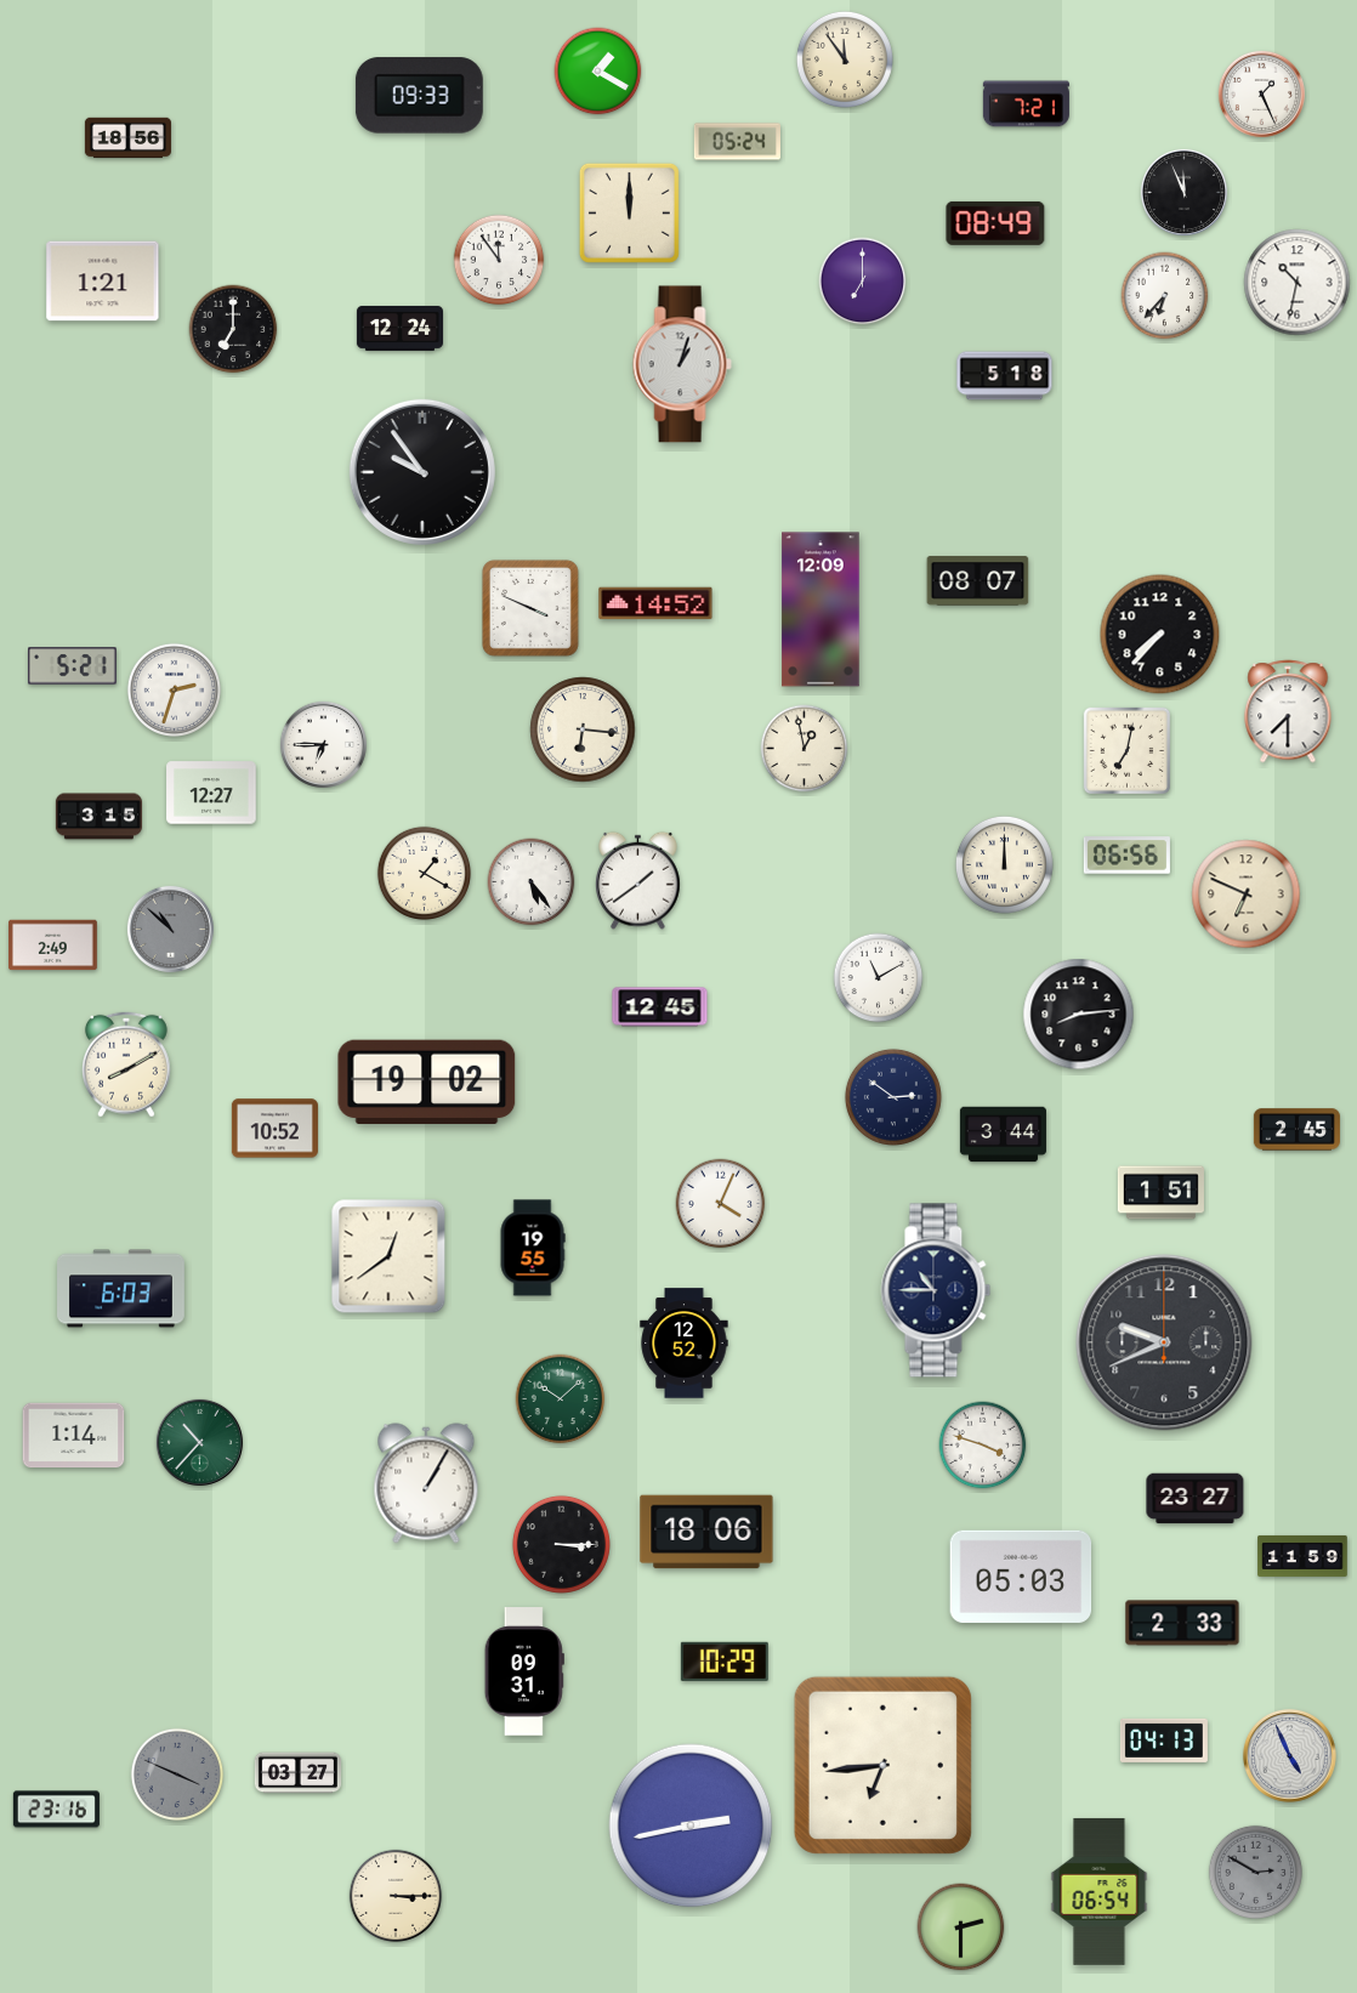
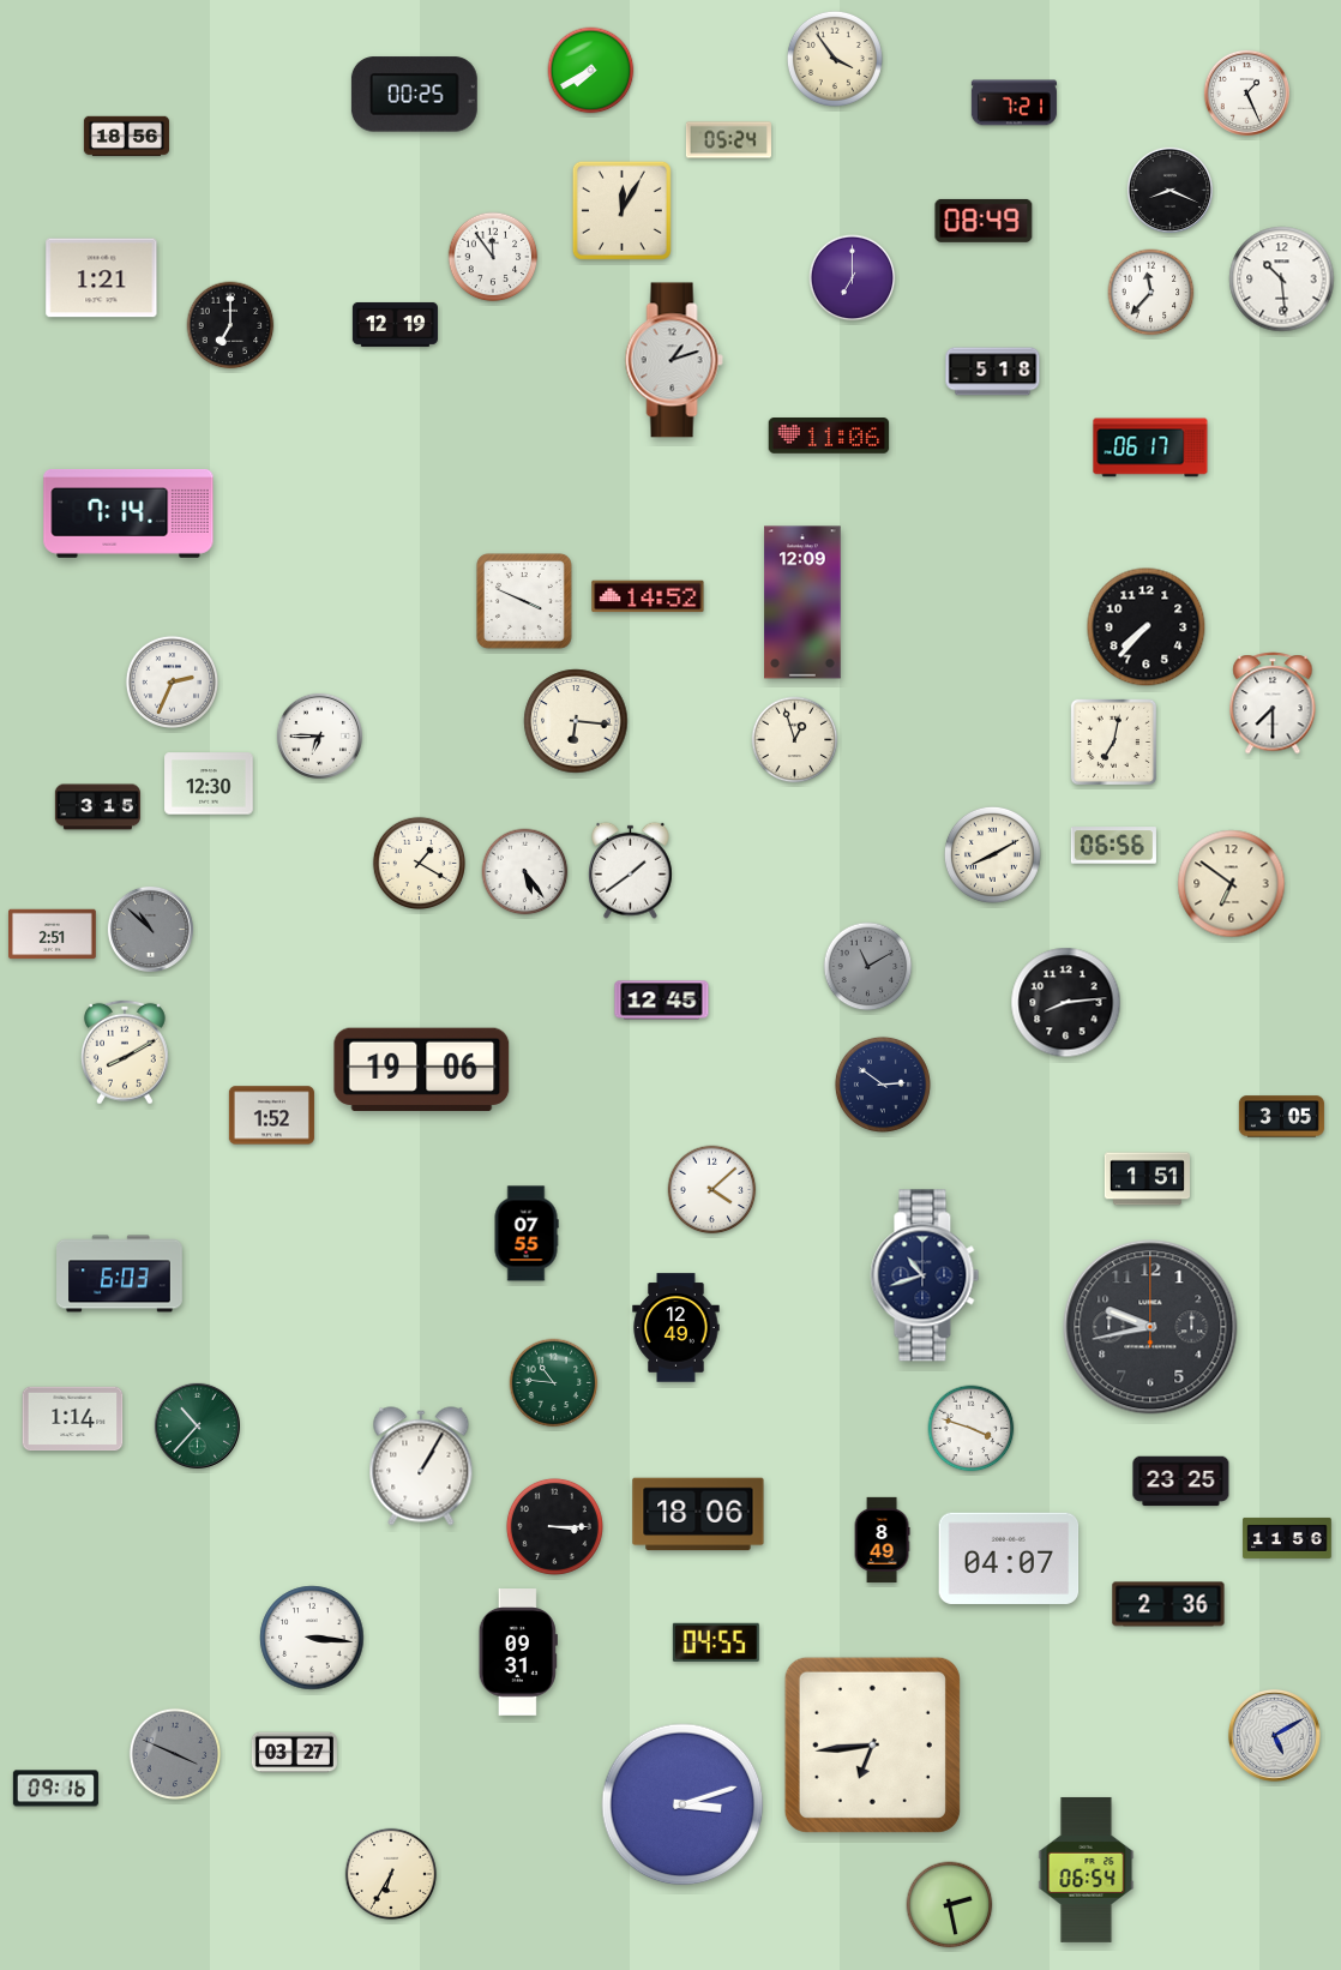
clock at (845, 59): 11:54 -> 3:54
clock at (598, 72): 1:20 -> 7:40
clock at (419, 96): 09:33 -> 00:25
clock at (1183, 192): 11:56 -> 8:19
clock at (629, 212): 12:00 -> 12:05
clock at (1298, 283): 10:32 -> 10:29
clock at (1165, 296): 6:37 -> 11:37
clock at (399, 328): 12:24 -> 12:19
clock at (682, 364): 1:03 -> 1:12
clock at (829, 437): none -> 11:06
clock at (1150, 448): none -> 06:17
clock at (422, 472): 9:54 -> none
clock at (128, 513): none -> 7:14
clock at (978, 581): 08:07 -> none
clock at (821, 609) position: (821, 609) -> (802, 602)
clock at (73, 666): 5:21 -> none
clock at (174, 689): 2:33 -> 2:34
clock at (805, 749): 12:58 -> 12:57
clock at (211, 793): 12:27 -> 12:30
clock at (1004, 864): 12:00 -> 8:10
clock at (1247, 895): 6:49 -> 6:51
clock at (170, 929) position: (170, 929) -> (150, 929)
clock at (53, 946): 2:49 -> 2:51
clock at (879, 978) dial: white -> grey
clock at (660, 1007) position: (660, 1007) -> (662, 1001)
clock at (427, 1081): 19:02 -> 19:06
clock at (274, 1129): 10:52 -> 1:52
clock at (1296, 1130): 2:45 -> 3:05
clock at (1003, 1135): 3:44 -> none
clock at (721, 1204): 4:04 -> 4:08
clock at (533, 1248): 19:55 -> 07:55
clock at (388, 1256): 12:39 -> none
clock at (936, 1290): 10:45 -> 10:42
clock at (1164, 1342): 9:41 -> 9:43
clock at (685, 1344): 12:52 -> 12:49
clock at (561, 1399): 10:08 -> 10:46
clock at (1196, 1499): 23:27 -> 23:25
clock at (1302, 1556): 11:59 -> 11:56
clock at (882, 1539): none -> 8:49
clock at (1021, 1577): 05:03 -> 04:07
clock at (1182, 1623): 2:33 -> 2:36
clock at (312, 1638): none -> 3:16
clock at (725, 1662): 10:29 -> 04:55
clock at (1164, 1741): 04:13 -> none
clock at (1289, 1755): 4:56 -> 5:10
clock at (56, 1810): 23:16 -> 09:16
clock at (691, 1826): 2:43 -> 3:12
clock at (1255, 1872): 2:50 -> none
clock at (396, 1896): 3:15 -> 6:35
clock at (961, 1927): 2:30 -> 2:28
